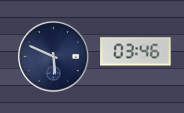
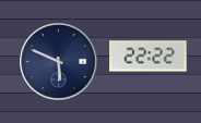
clock at (136, 52): 03:46 -> 22:22
